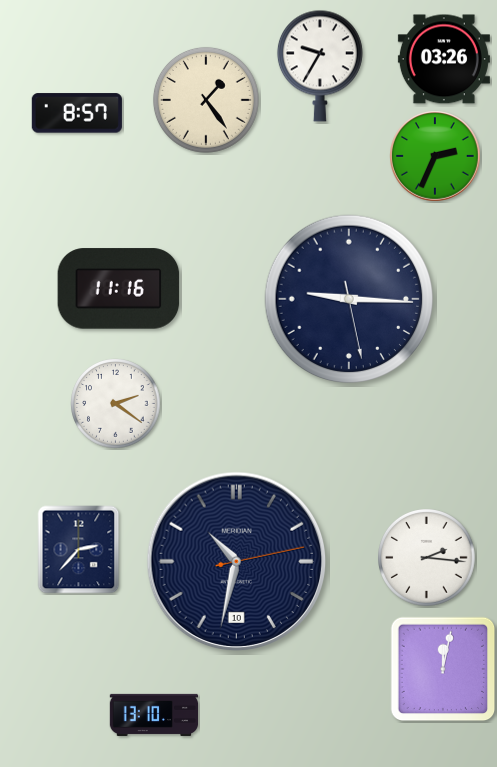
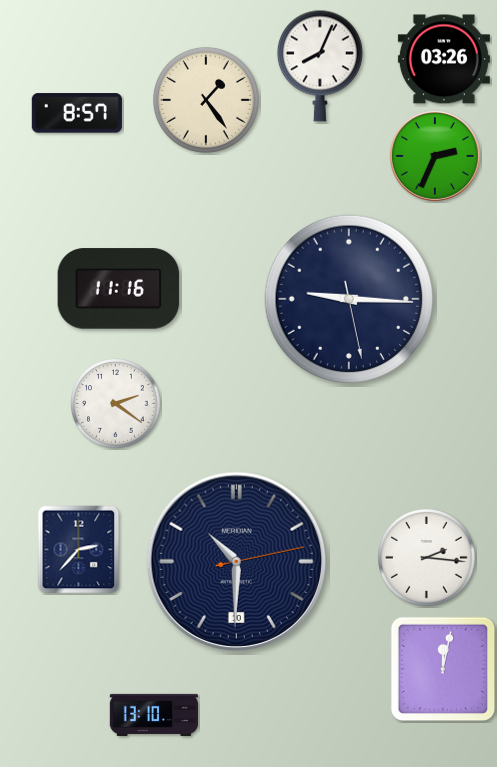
clock at (320, 66): 9:35 -> 8:04
clock at (237, 562): 10:32 -> 10:30
